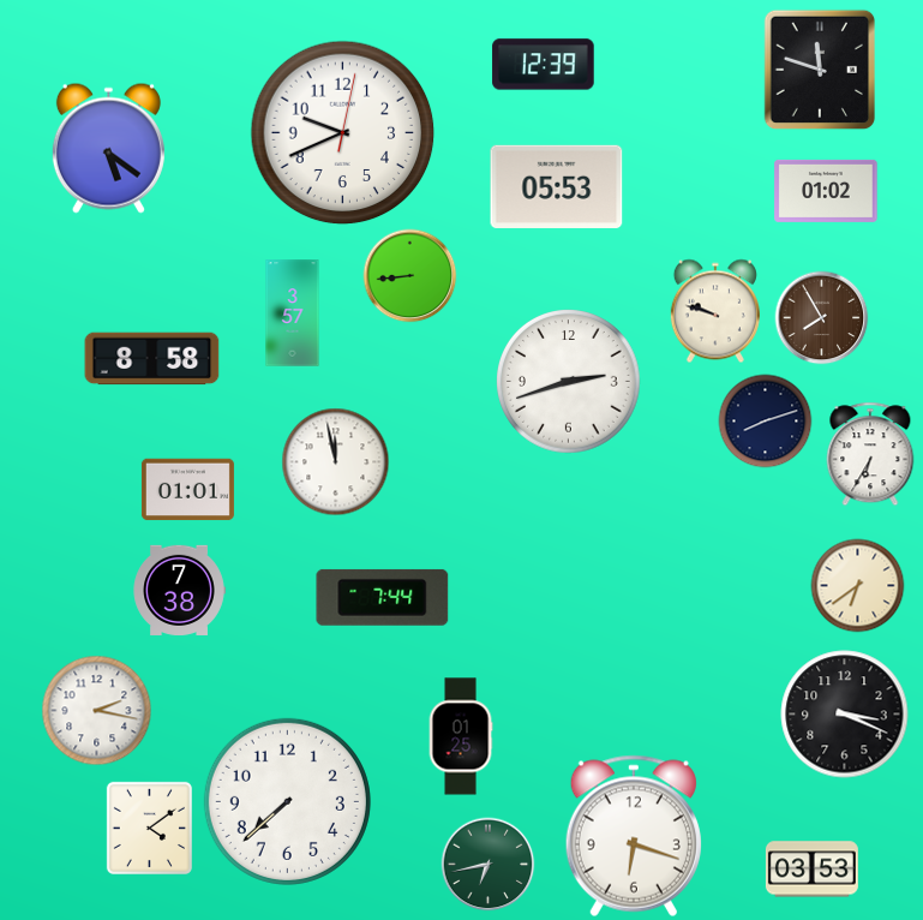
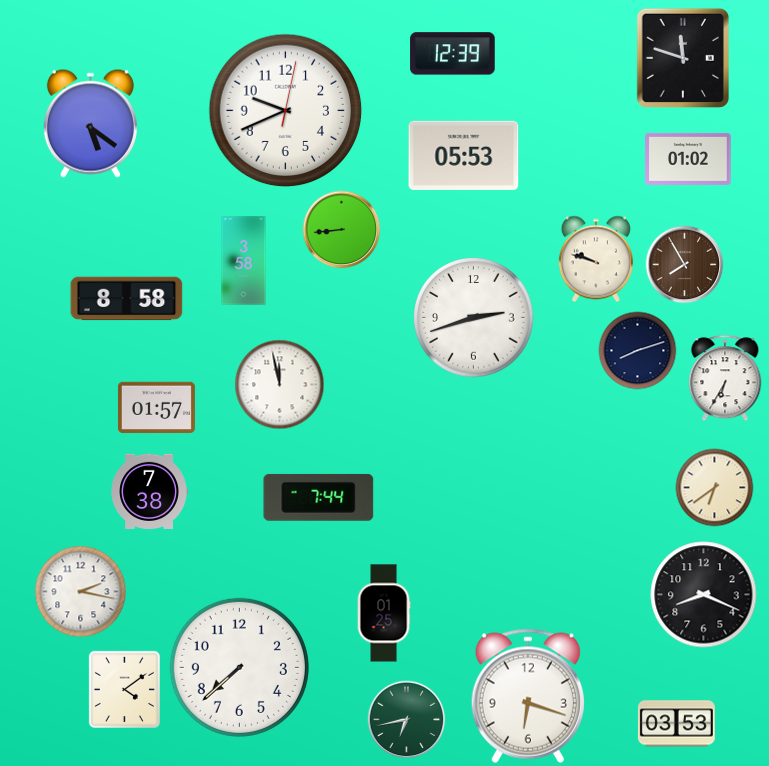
clock at (293, 313): 3:57 -> 3:58
clock at (187, 490): 01:01 -> 01:57
clock at (845, 715): 3:19 -> 8:19
